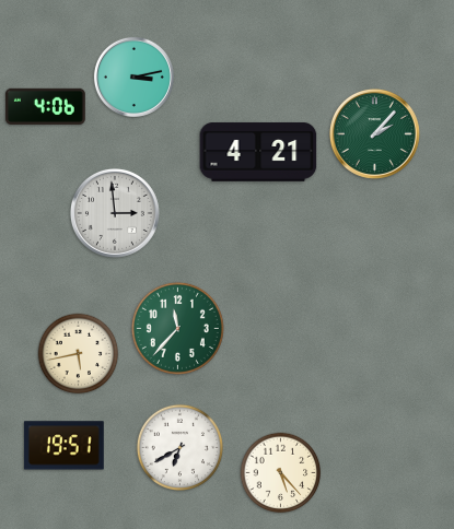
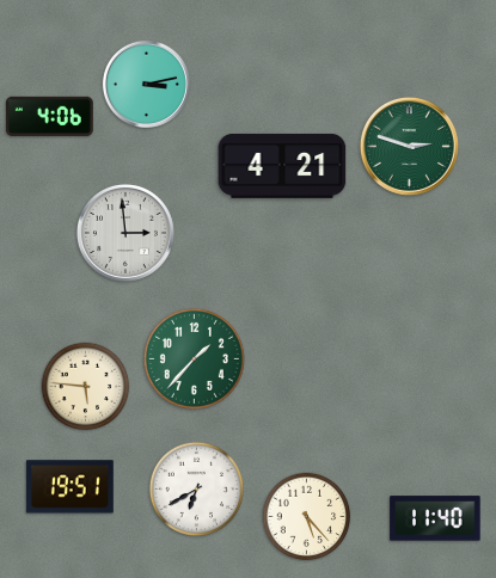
clock at (374, 133): 2:07 -> 2:48
clock at (177, 328): 11:37 -> 1:37
clock at (79, 354): 5:43 -> 5:46
clock at (435, 518): none -> 11:40
